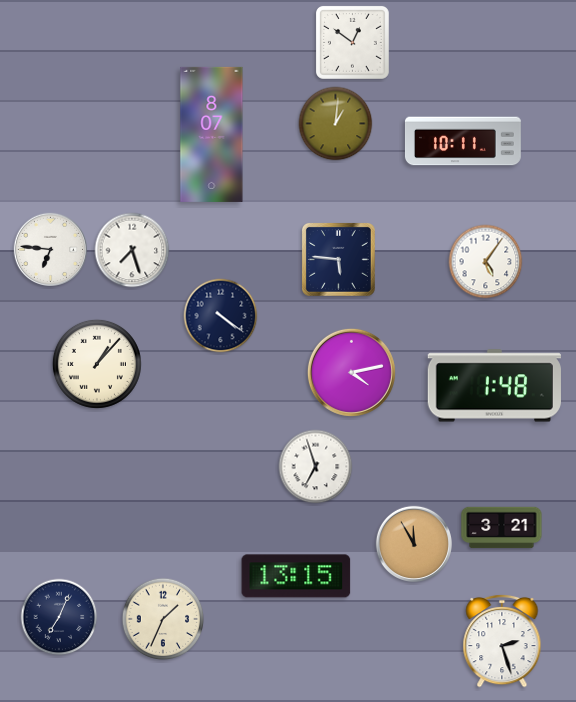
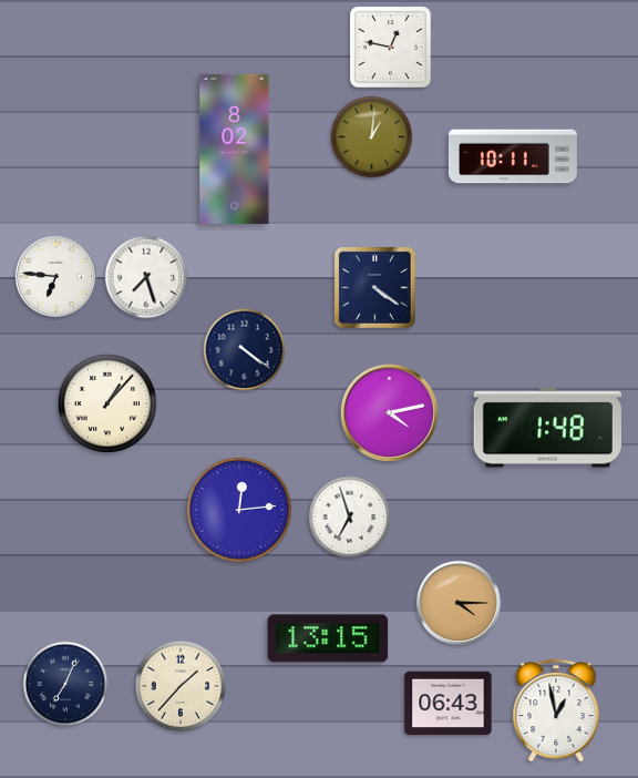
clock at (352, 42): 12:51 -> 12:47
clock at (212, 134): 8:07 -> 8:02
clock at (338, 259): 5:46 -> 4:21
clock at (486, 262): 5:06 -> none
clock at (240, 511): none -> 12:14
clock at (502, 528): 3:21 -> none
clock at (413, 543): 11:55 -> 4:15
clock at (163, 619): 1:34 -> 1:37
clock at (449, 704): none -> 06:43
clock at (502, 641): 2:27 -> 12:58
